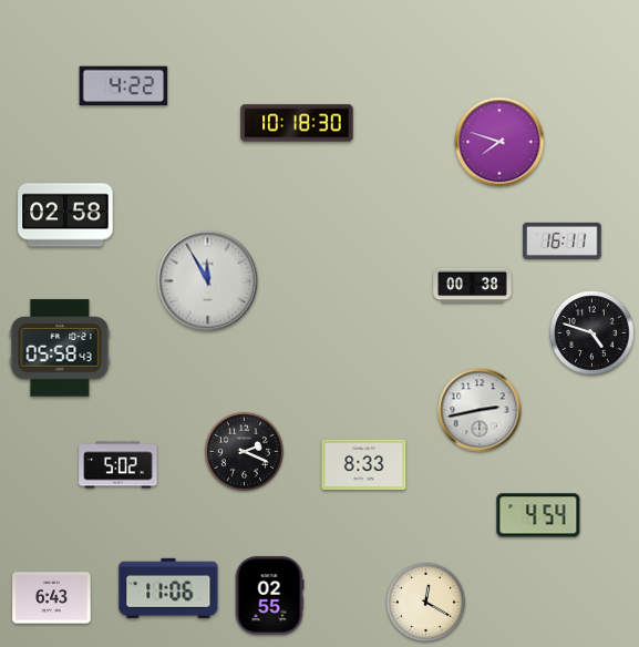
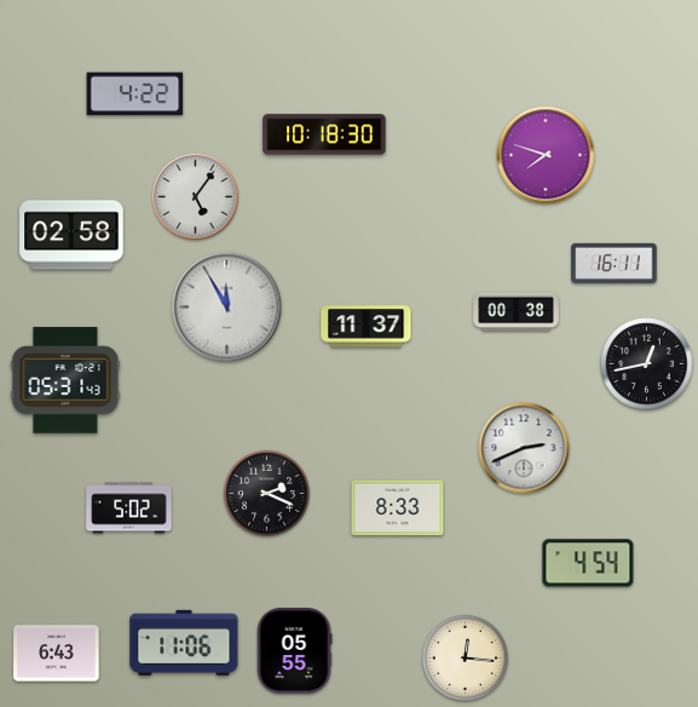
clock at (196, 197): none -> 5:06
clock at (367, 327): none -> 11:37
clock at (592, 333): 4:48 -> 12:43
clock at (60, 348): 05:58 -> 05:31
clock at (480, 410): 2:43 -> 2:41
clock at (269, 596): 02:55 -> 05:55
clock at (425, 602): 12:20 -> 12:16
